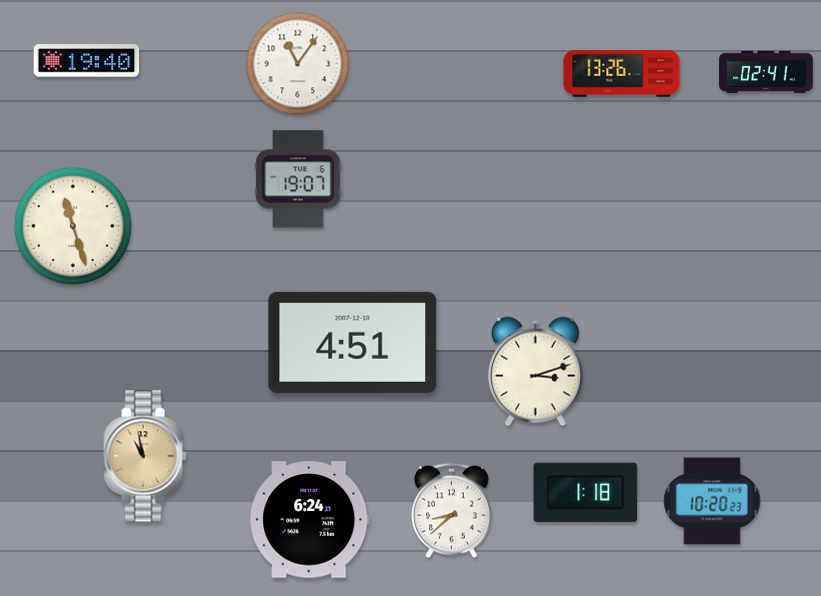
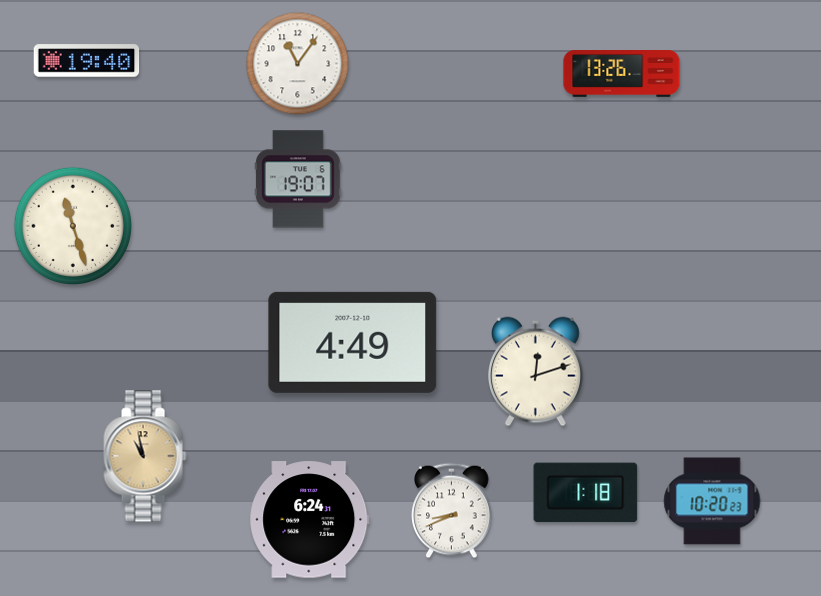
clock at (766, 72): 02:41 -> none
clock at (353, 342): 4:51 -> 4:49
clock at (536, 372): 3:12 -> 12:12
clock at (452, 511): 8:38 -> 8:41
